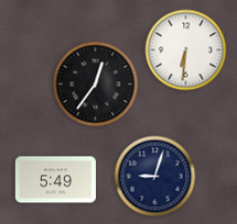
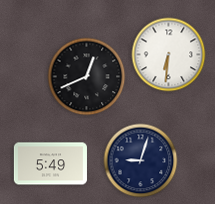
clock at (186, 51) position: (186, 51) -> (169, 55)
clock at (96, 85): 12:36 -> 12:41
